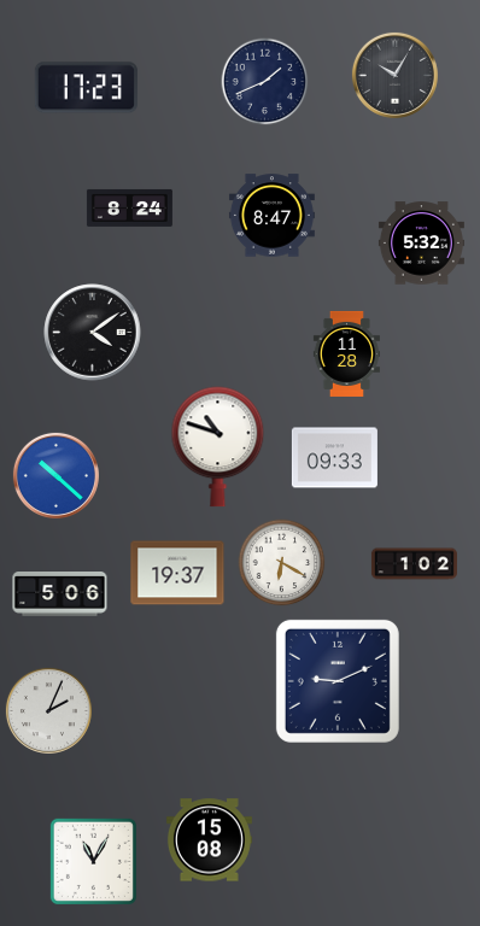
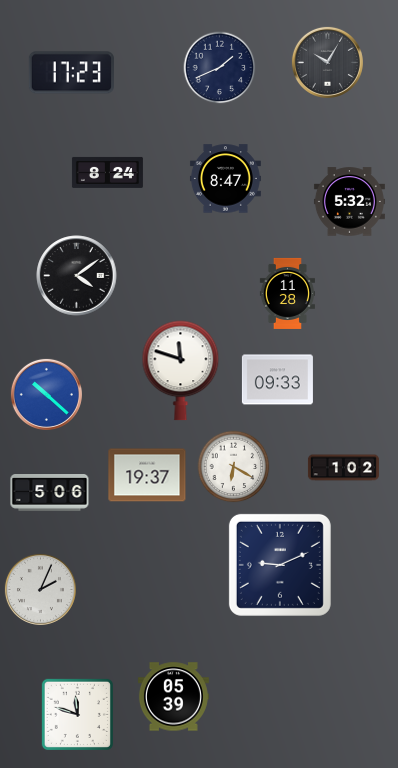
clock at (218, 447): 10:48 -> 11:48
clock at (209, 840): 15:08 -> 05:39
clock at (93, 861): 11:05 -> 11:48
